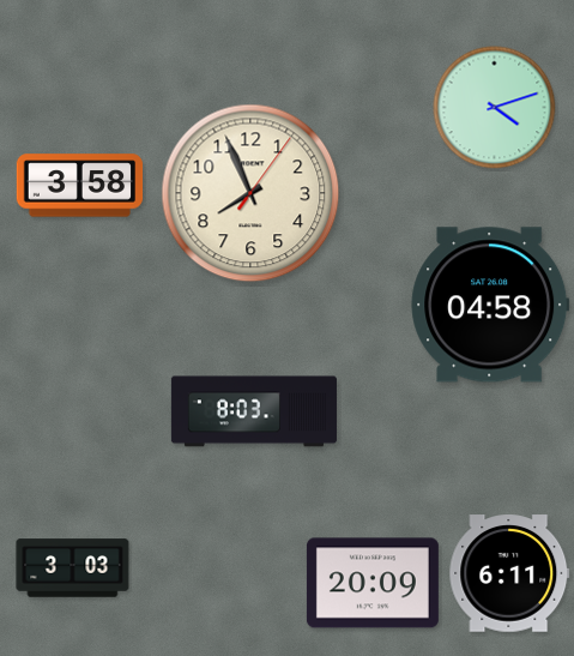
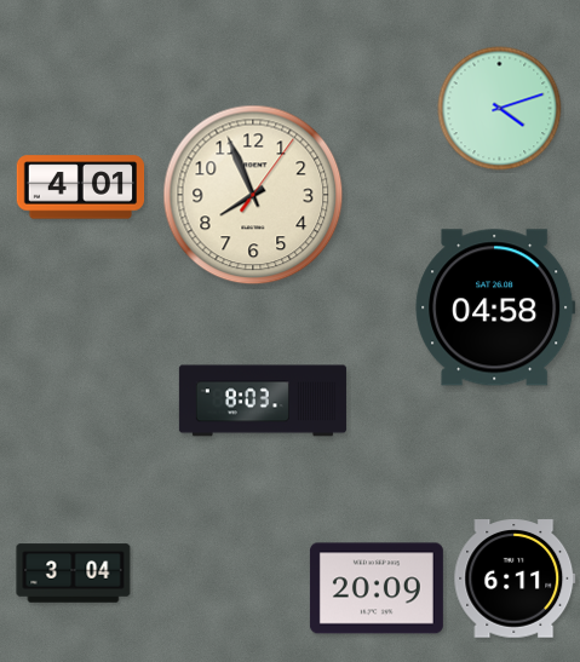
clock at (80, 186): 3:58 -> 4:01
clock at (254, 411) position: (254, 411) -> (263, 401)
clock at (73, 568): 3:03 -> 3:04
